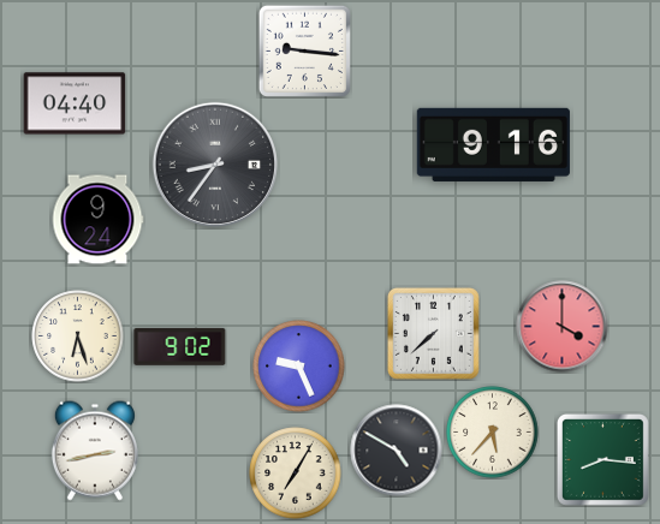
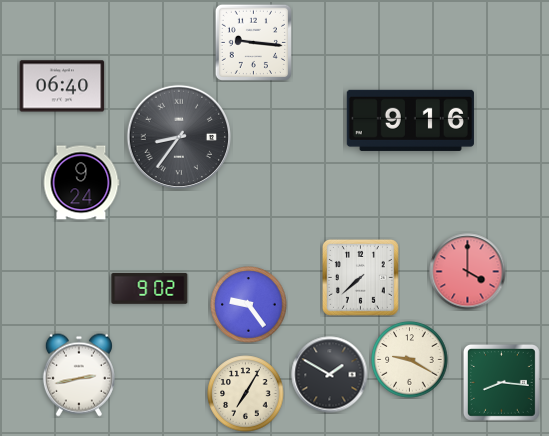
clock at (75, 103): 04:40 -> 06:40
clock at (78, 337): 6:27 -> none
clock at (299, 367): 9:26 -> 9:24
clock at (493, 433): 5:37 -> 9:20
clock at (397, 451): 4:50 -> 1:50
